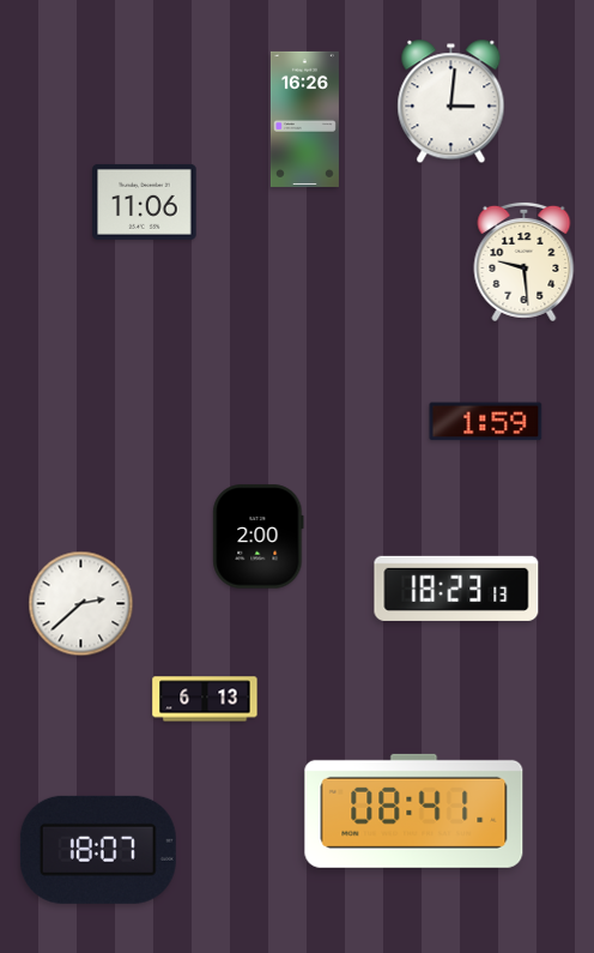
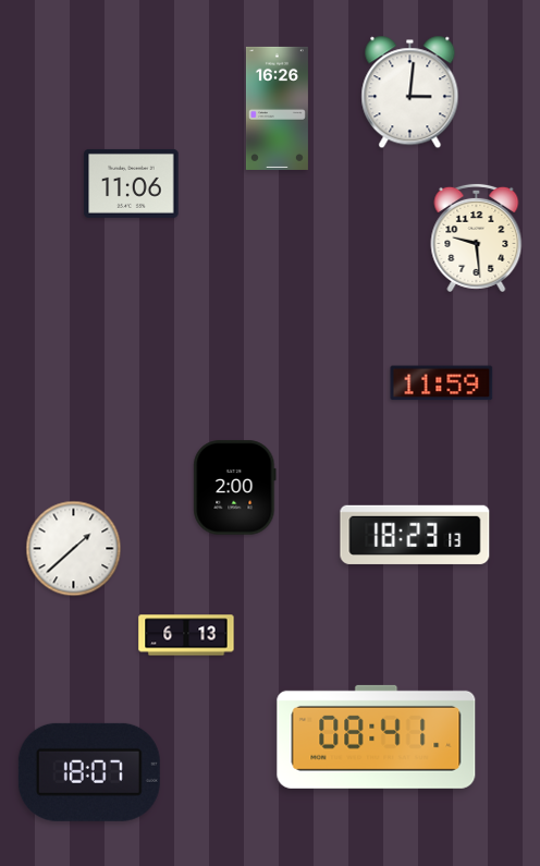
clock at (486, 422): 1:59 -> 11:59
clock at (81, 604): 2:38 -> 1:38
